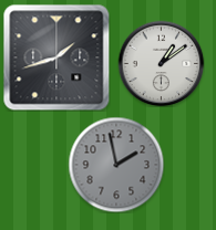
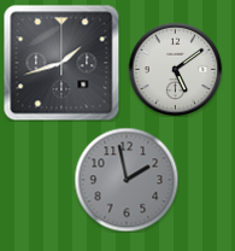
clock at (161, 63): 1:09 -> 5:09
